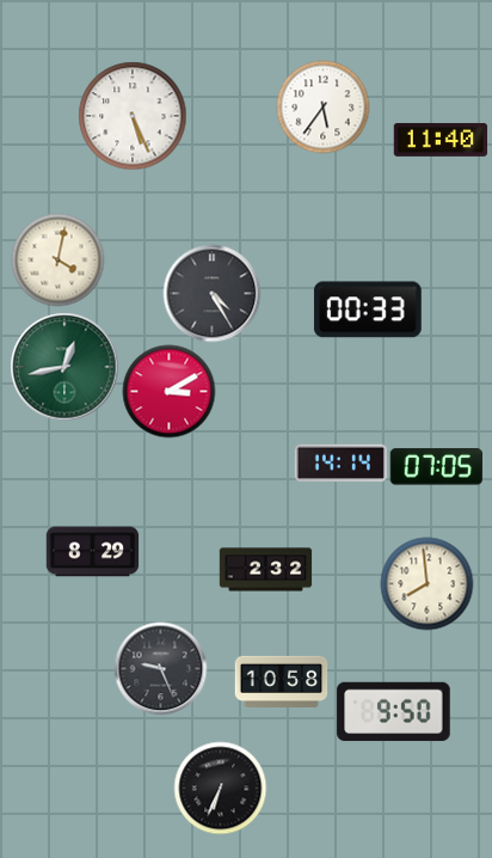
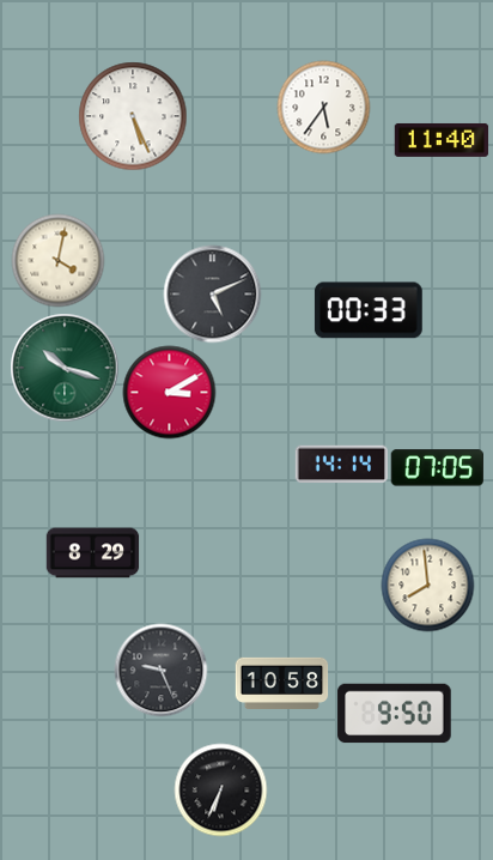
clock at (211, 293): 4:25 -> 5:11
clock at (64, 367): 12:43 -> 10:18
clock at (265, 570): 2:32 -> none
